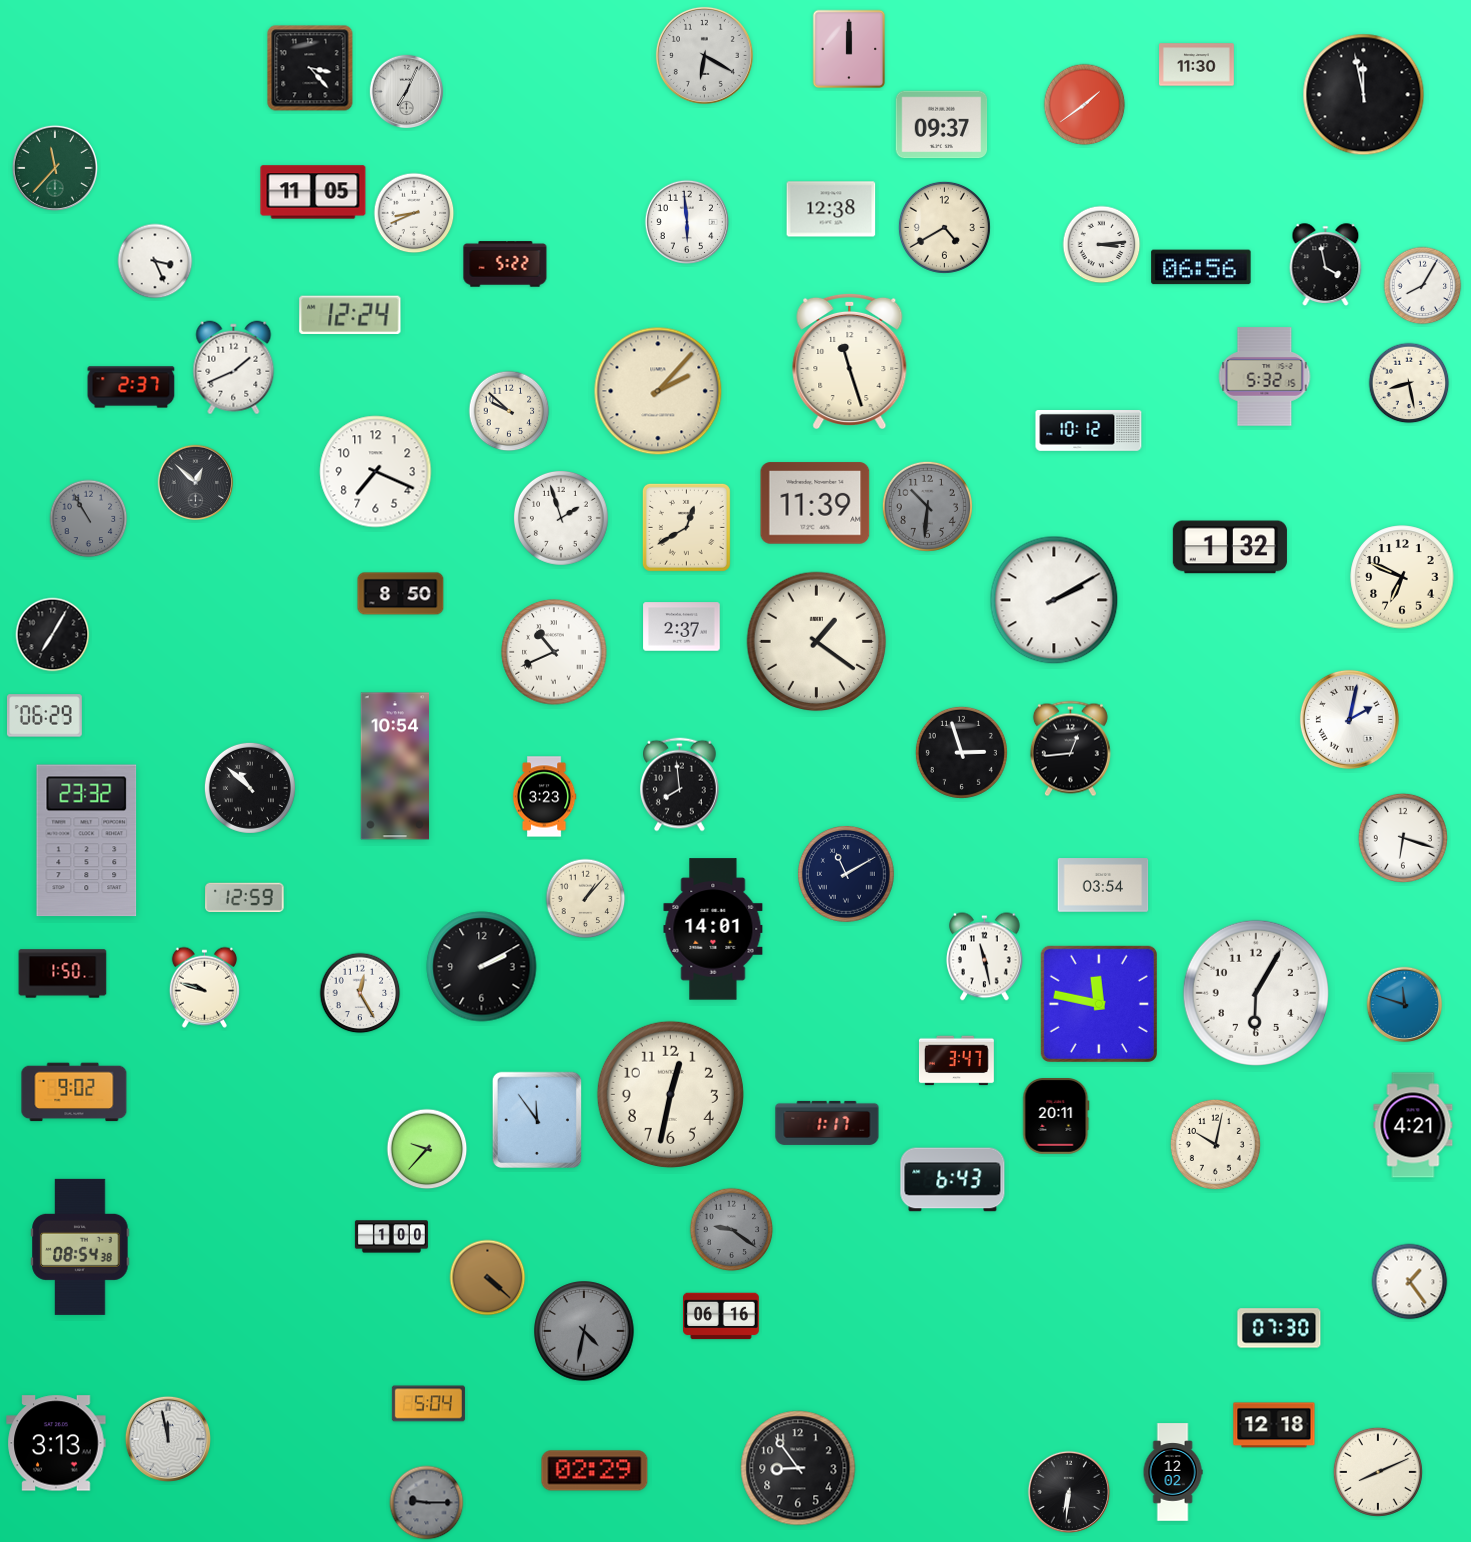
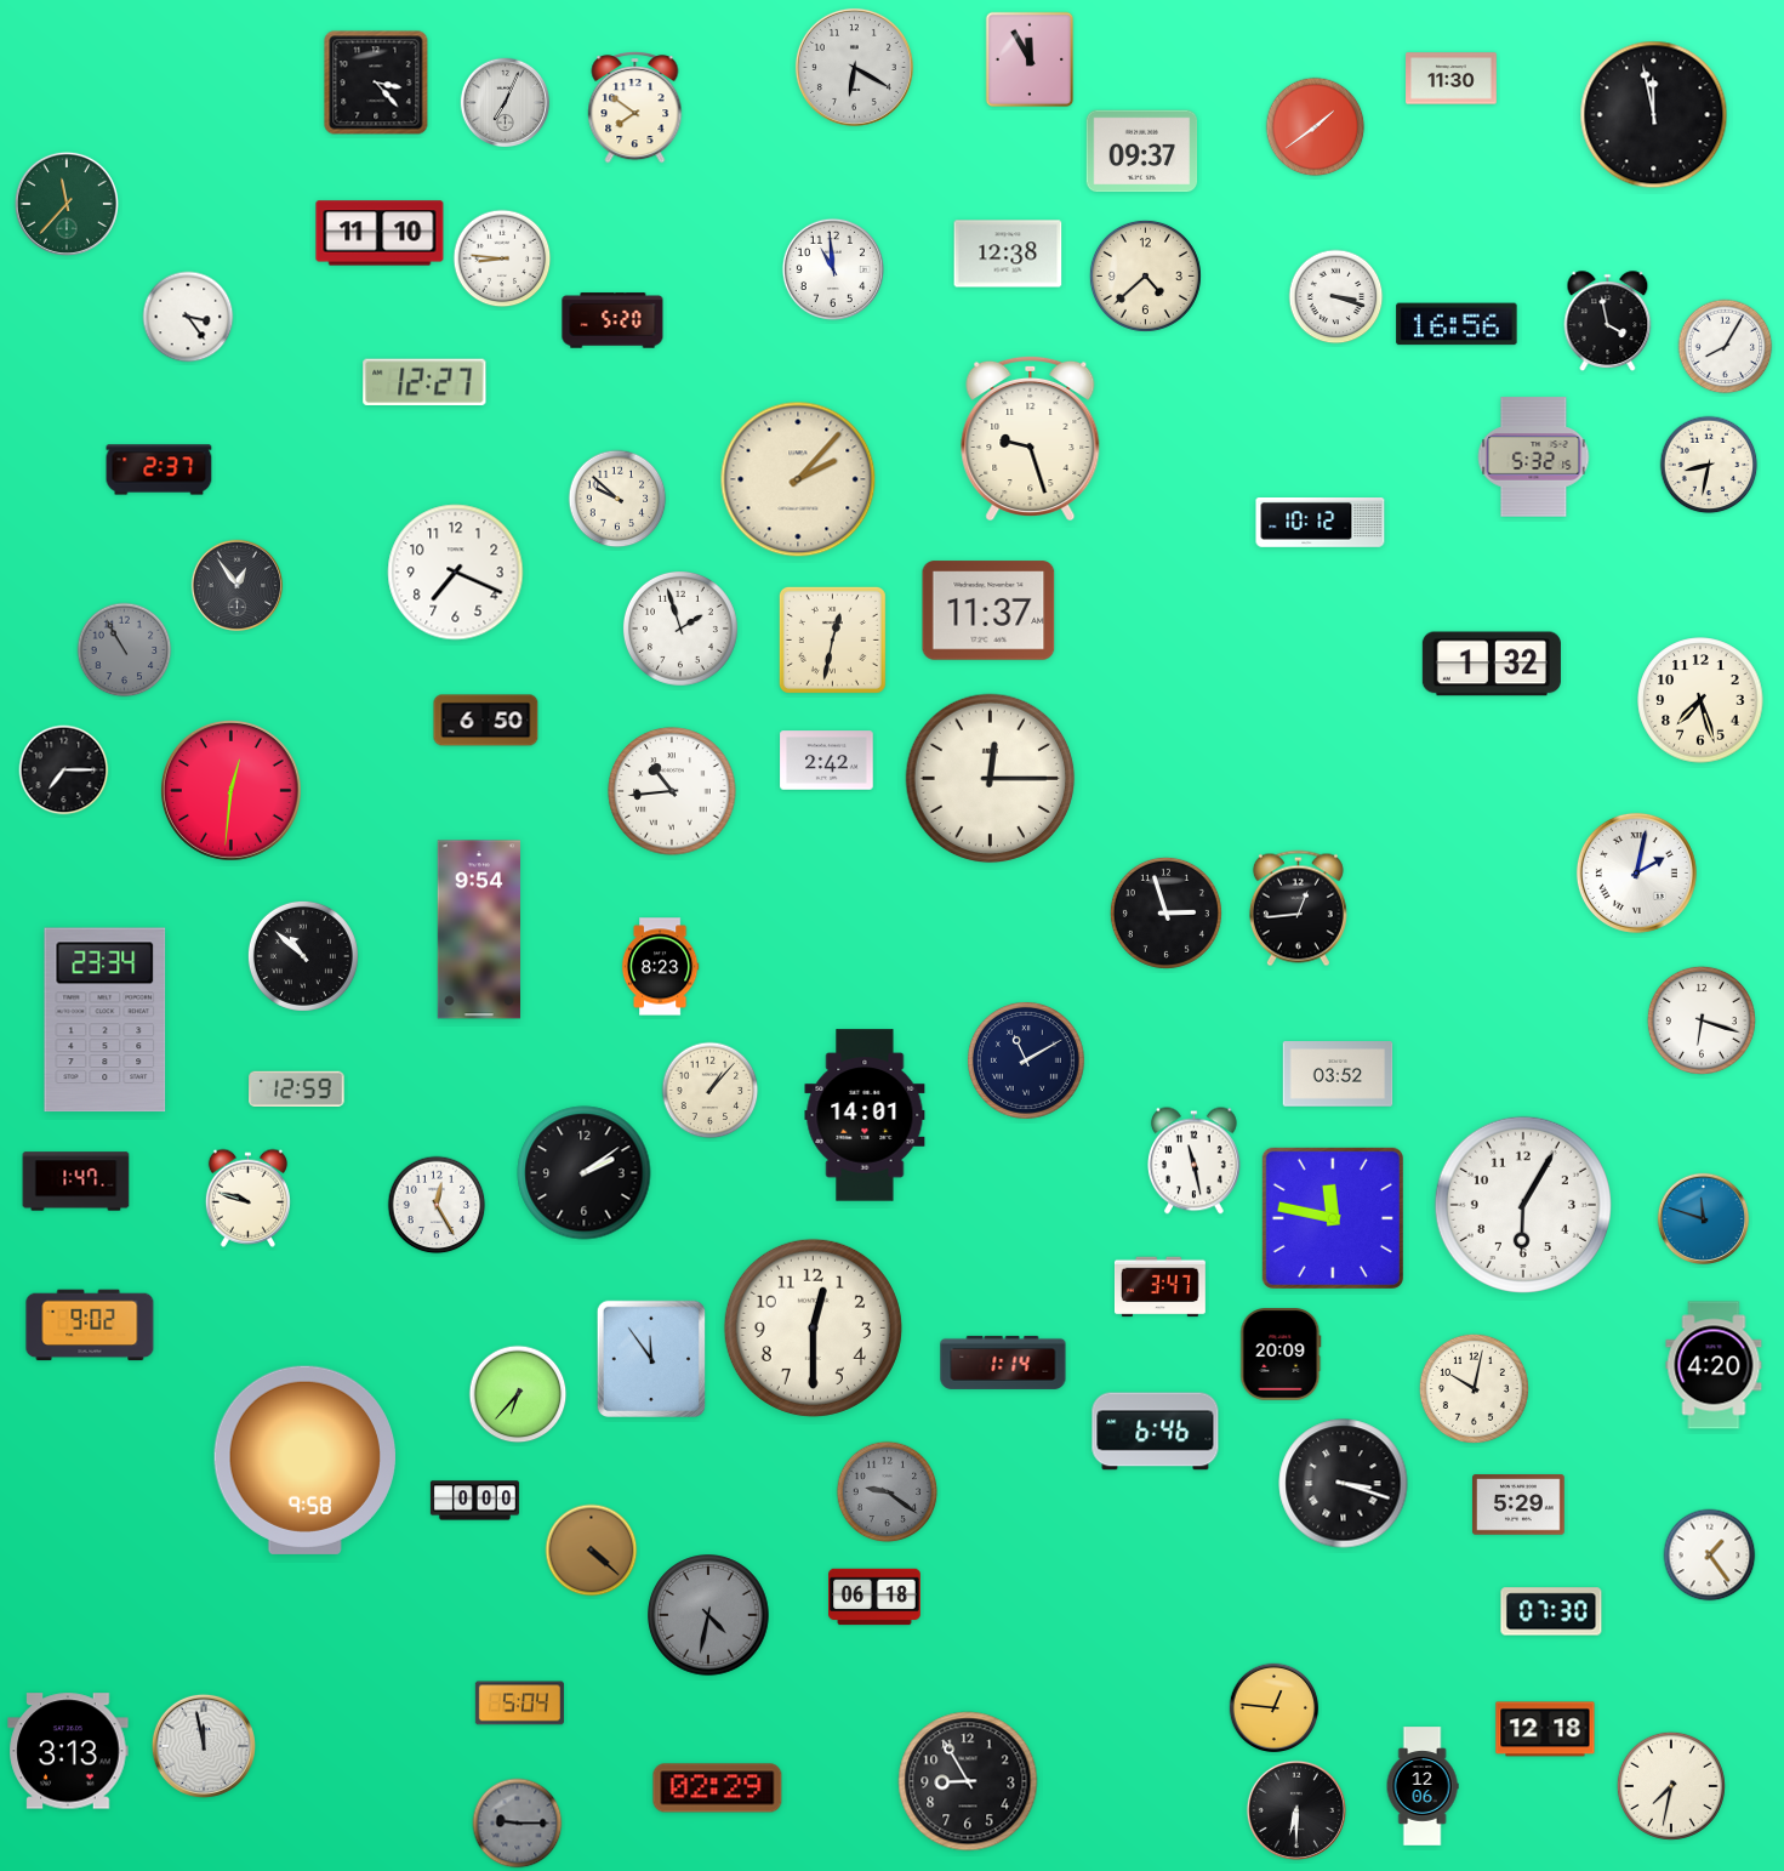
clock at (849, 49): 12:00 -> 11:55
clock at (635, 108): none -> 7:51
clock at (407, 92) position: (407, 92) -> (506, 103)
clock at (313, 192): 11:05 -> 11:10
clock at (414, 213): 8:41 -> 8:46
clock at (687, 222): 5:59 -> 10:59
clock at (944, 227): 4:40 -> 4:38
clock at (1102, 245): 3:14 -> 3:18
clock at (155, 261): 3:26 -> 3:24
clock at (505, 264): 5:22 -> 5:20
clock at (1201, 267): 06:56 -> 16:56
clock at (350, 314): 12:24 -> 12:27
clock at (850, 360): 11:27 -> 9:27
clock at (234, 368): 1:41 -> none
clock at (1409, 383): 8:28 -> 8:32
clock at (658, 391) position: (658, 391) -> (798, 479)
clock at (196, 483): 12:52 -> 12:54
clock at (815, 503): 11:39 -> 11:37
clock at (927, 506): 10:31 -> none
clock at (89, 519) position: (89, 519) -> (125, 650)
clock at (686, 527): 12:40 -> 12:32
clock at (1402, 577): 6:49 -> 7:27
clock at (401, 594): 8:50 -> 6:50
clock at (1054, 600): 2:10 -> none
clock at (682, 627): 2:37 -> 2:42
clock at (53, 635): 7:05 -> 7:15
clock at (817, 642): 1:21 -> 12:15
clock at (230, 790): none -> 12:31
clock at (554, 652): 10:41 -> 10:44
clock at (44, 716): 06:29 -> none
clock at (395, 766): 10:54 -> 9:54
clock at (680, 785): 7:59 -> none
clock at (544, 797): 3:23 -> 8:23
clock at (1403, 838) position: (1403, 838) -> (1702, 1020)
clock at (87, 841): 23:32 -> 23:34
clock at (1103, 885): 03:54 -> 03:52
clock at (713, 929) position: (713, 929) -> (865, 1115)
clock at (482, 967): 2:10 -> 2:09
clock at (63, 974): 1:50 -> 1:47
clock at (670, 1094): 12:32 -> 12:30
clock at (1056, 1117): 20:11 -> 20:09
clock at (827, 1123): 1:17 -> 1:14
clock at (1413, 1125): 4:21 -> 4:20
clock at (427, 1149): 9:37 -> 6:37
clock at (953, 1180): 6:43 -> 6:46
clock at (304, 1460): none -> 9:58
clock at (1344, 1484): none -> 3:18
clock at (391, 1237): 1:00 -> 0:00
clock at (1520, 1505): none -> 5:29
clock at (80, 1247): 08:54 -> none
clock at (721, 1316): 06:16 -> 06:18
clock at (1275, 1708): none -> 12:46
clock at (798, 1468): 8:54 -> 8:55
clock at (595, 1471) position: (595, 1471) -> (718, 1788)
clock at (1173, 1472): 12:02 -> 12:06
clock at (1378, 1472): 8:11 -> 7:32
clock at (1069, 1492): 6:31 -> 6:30
